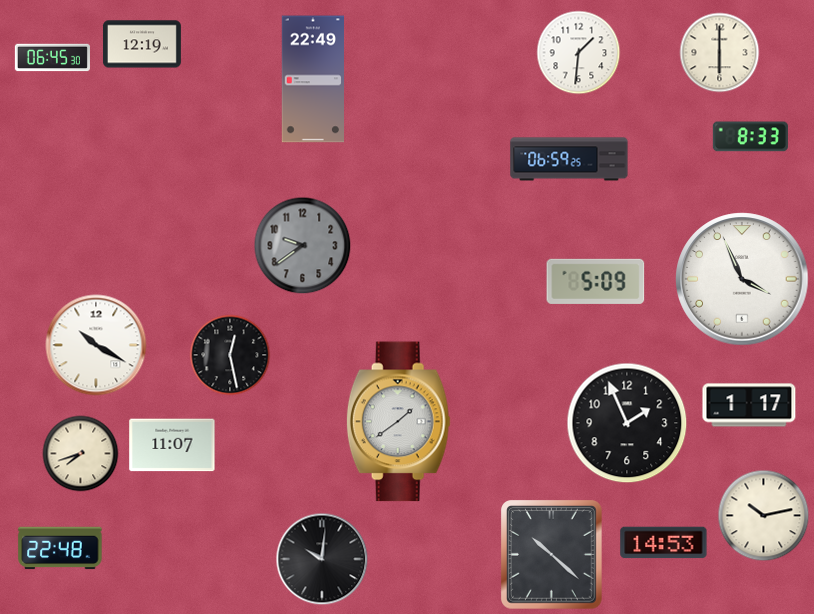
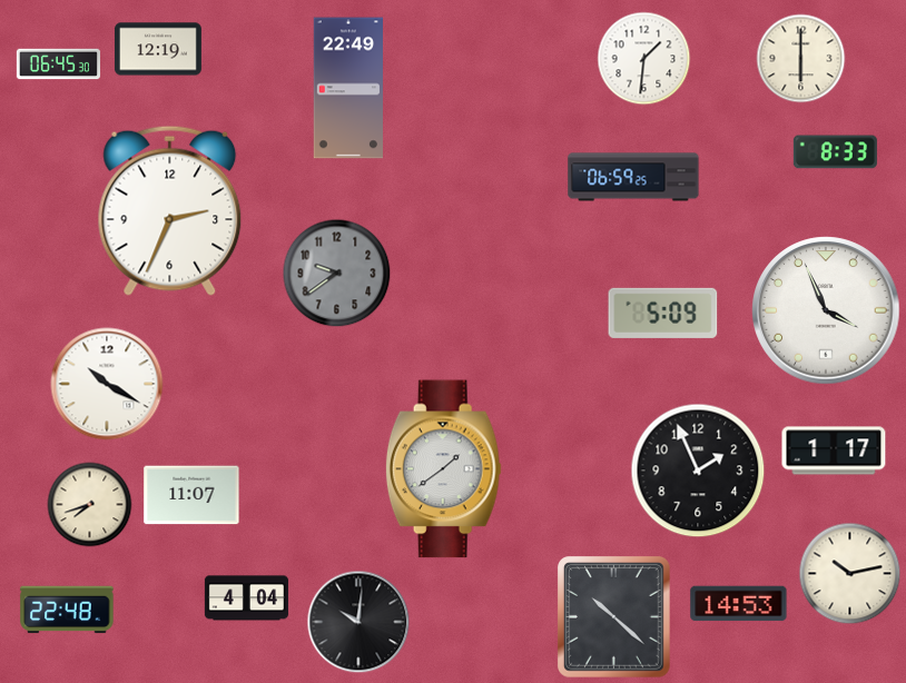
clock at (170, 210): none -> 2:34
clock at (230, 355): 12:28 -> none
clock at (246, 598): none -> 4:04
